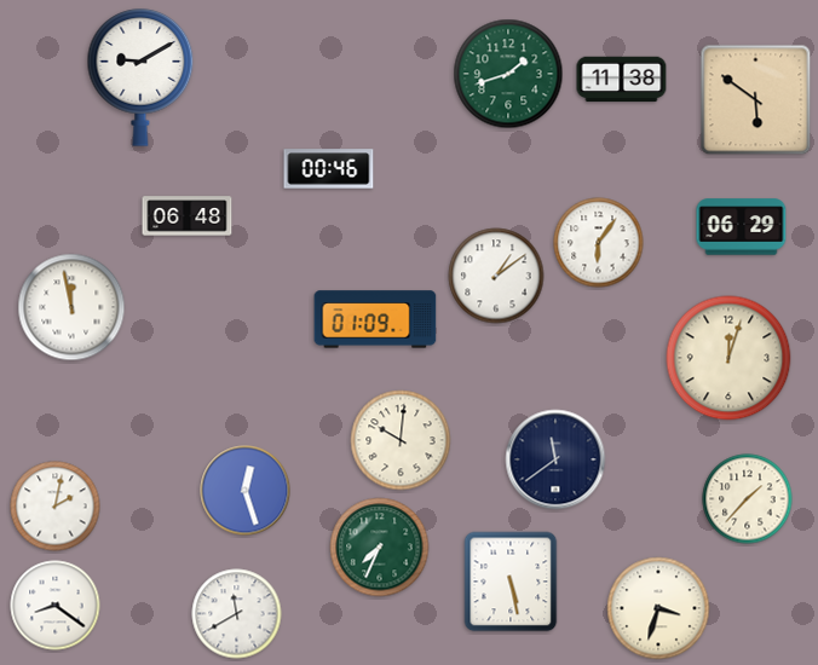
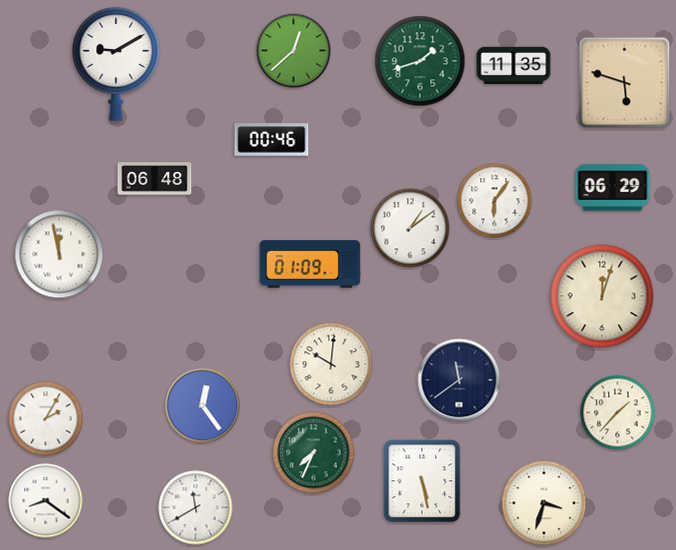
clock at (294, 51): none -> 12:38
clock at (622, 80): 11:38 -> 11:35
clock at (756, 100): 5:51 -> 5:48
clock at (246, 491): 12:27 -> 12:24
clock at (56, 507): 2:02 -> 2:05
